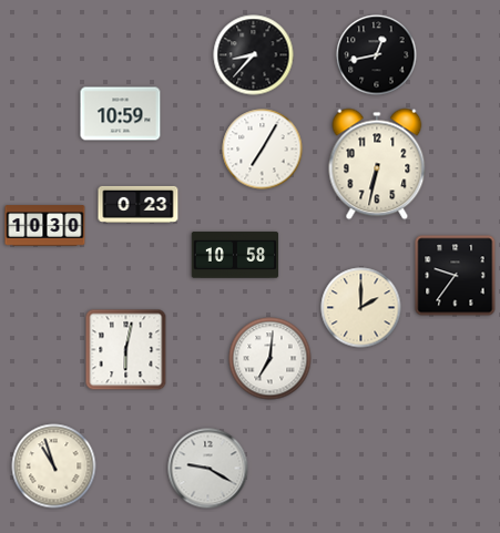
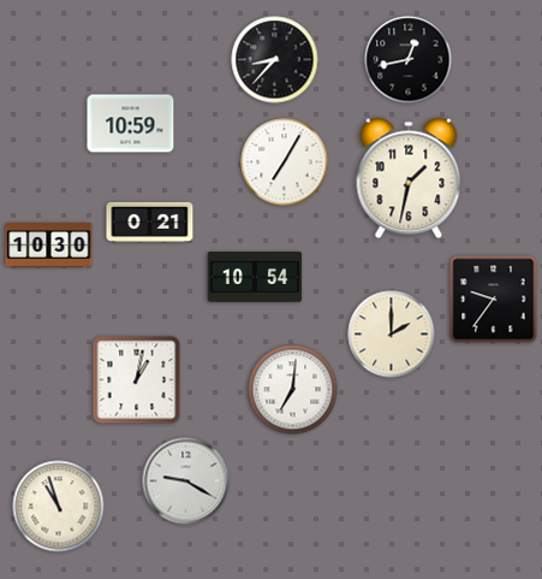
clock at (377, 164): 6:32 -> 1:32
clock at (139, 204): 0:23 -> 0:21
clock at (235, 255): 10:58 -> 10:54
clock at (126, 350): 6:02 -> 1:02
clock at (208, 469) position: (208, 469) -> (186, 481)
